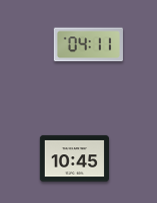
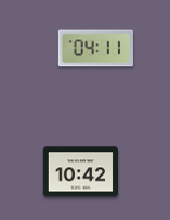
clock at (74, 159): 10:45 -> 10:42
